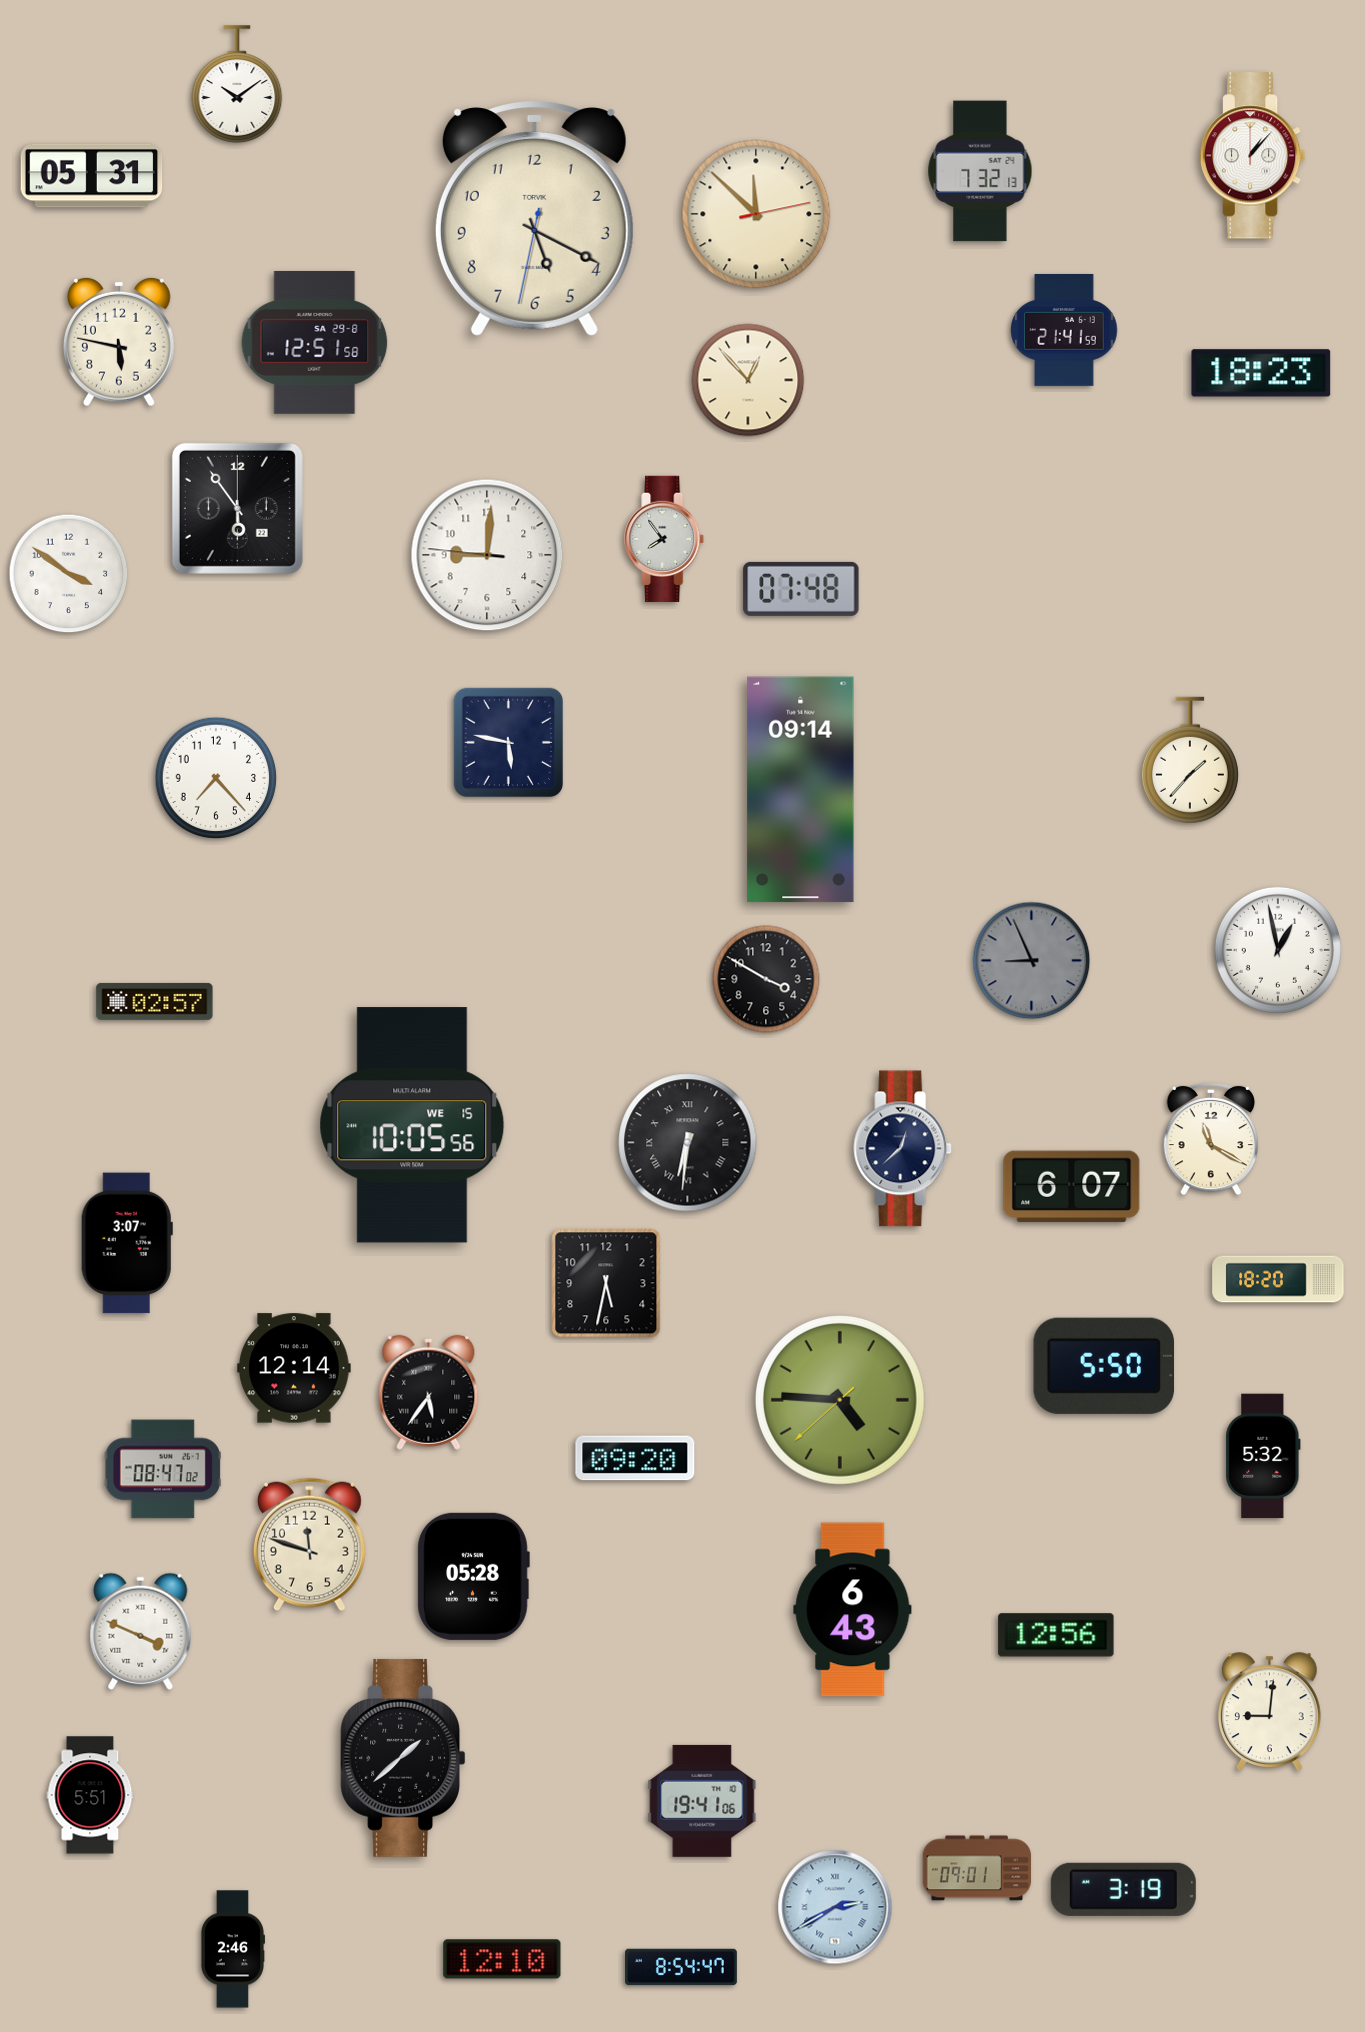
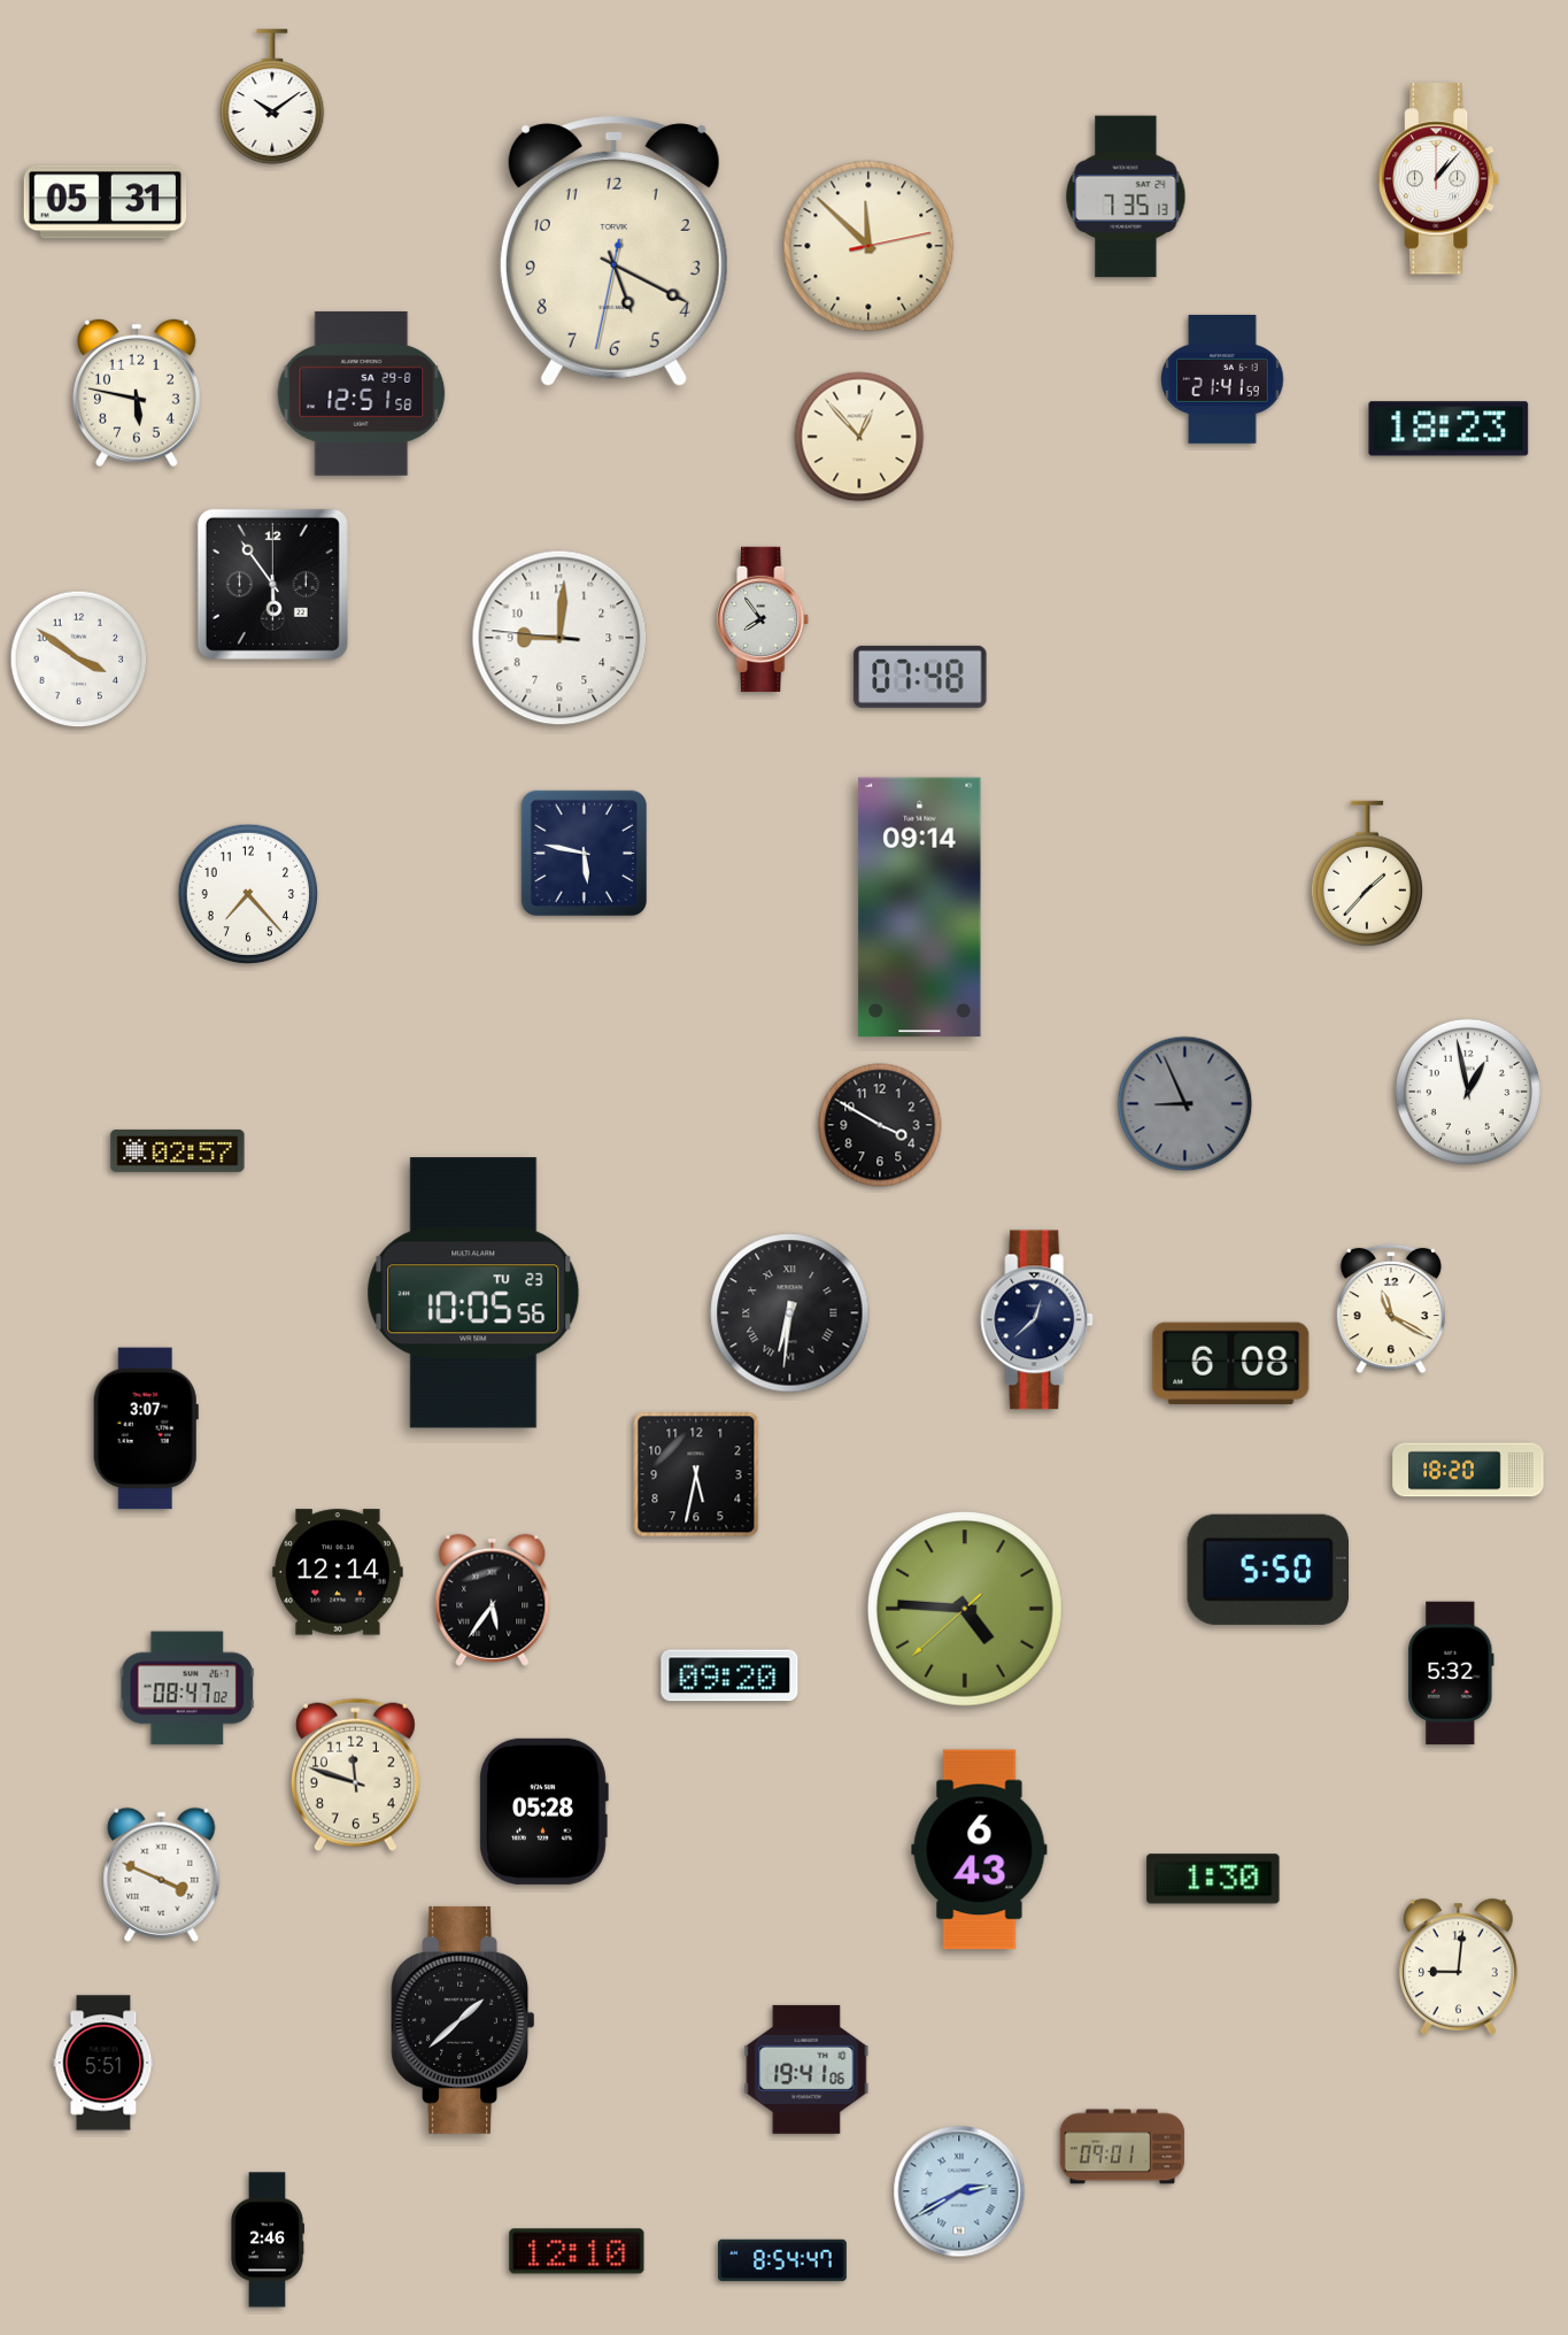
clock at (980, 171): 7:32 -> 7:35
clock at (412, 1125) date: WE 15 -> TU 23
clock at (1072, 1187): 6:07 -> 6:08
clock at (1056, 1635): 12:56 -> 1:30
clock at (1123, 1889): 3:19 -> none
